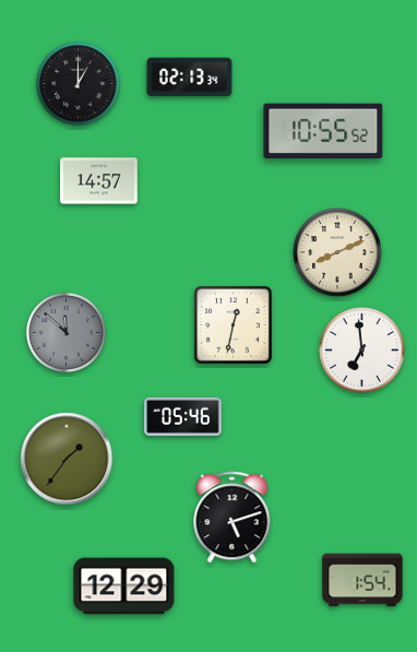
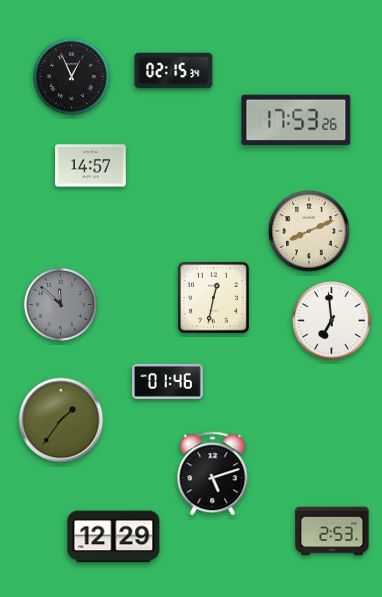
clock at (190, 78): 02:13 -> 02:15
clock at (79, 84): 1:00 -> 12:56
clock at (323, 130): 10:55 -> 17:53
clock at (183, 416): 05:46 -> 01:46
clock at (362, 580): 1:54 -> 2:53
